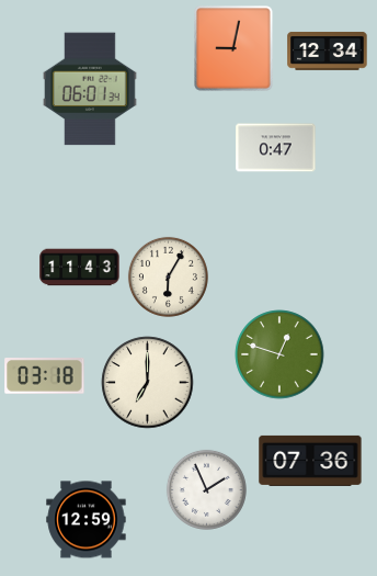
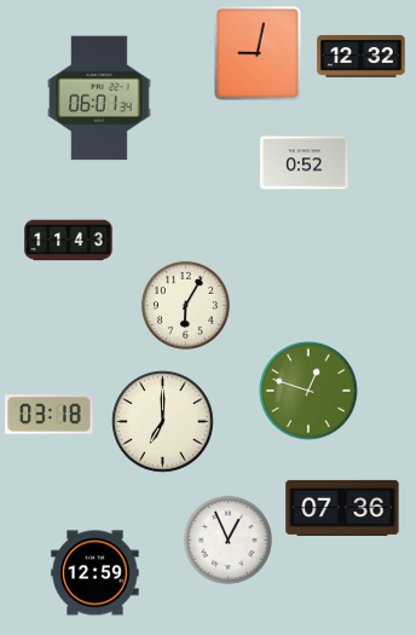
clock at (328, 50): 12:34 -> 12:32
clock at (276, 148): 0:47 -> 0:52
clock at (80, 268) position: (80, 268) -> (69, 241)
clock at (206, 489): 1:56 -> 12:56
